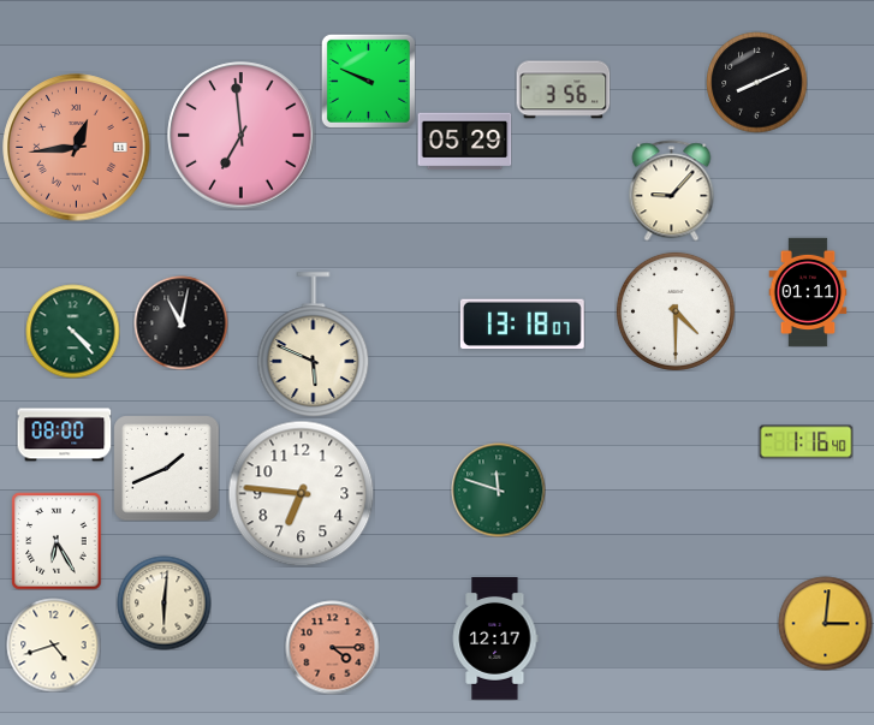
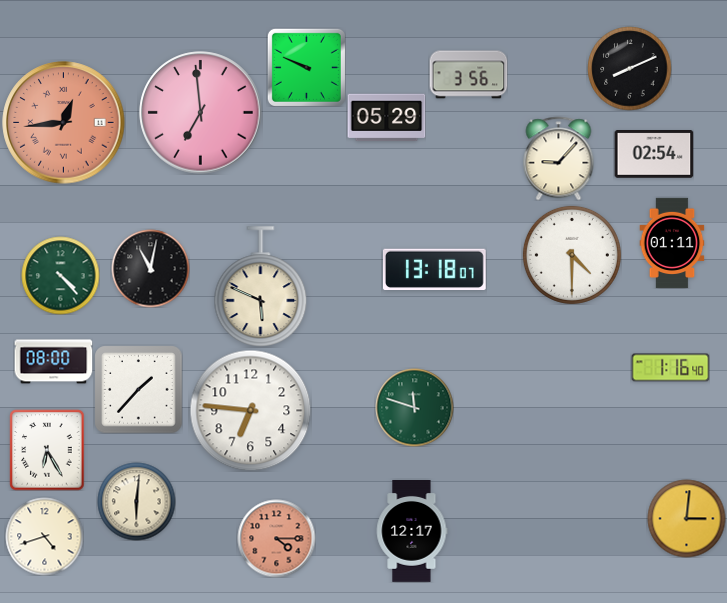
clock at (654, 155): none -> 02:54
clock at (676, 311) position: (676, 311) -> (572, 255)
clock at (166, 468): 1:41 -> 1:37
